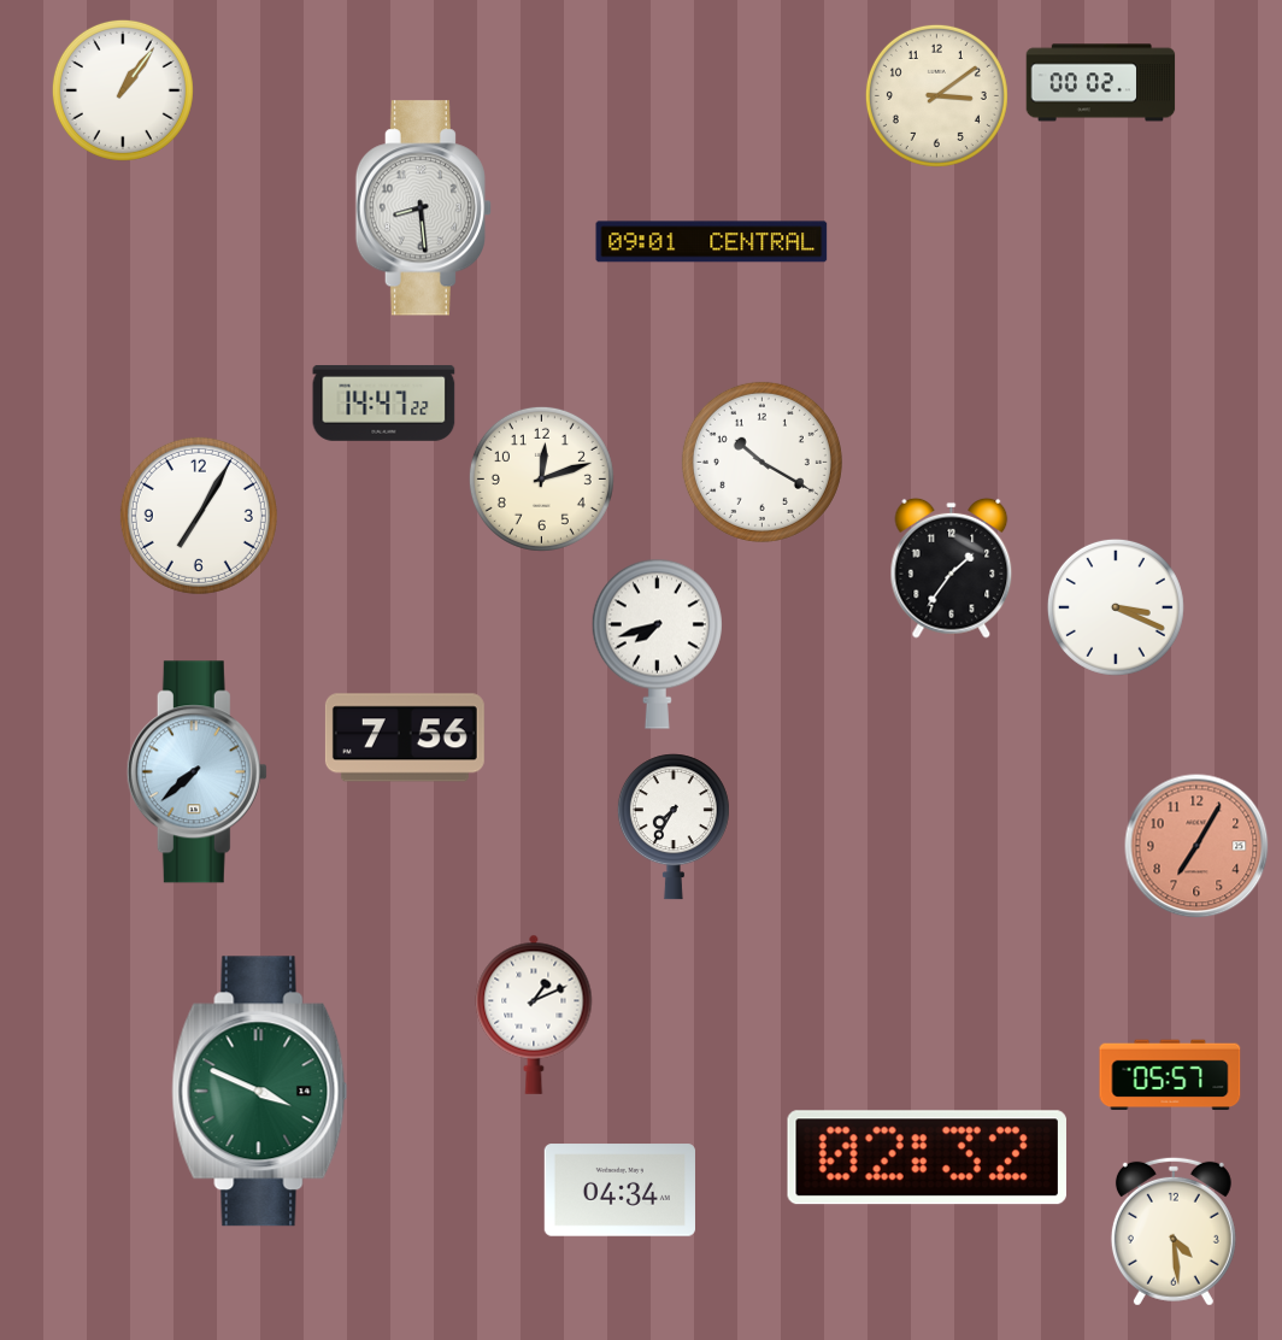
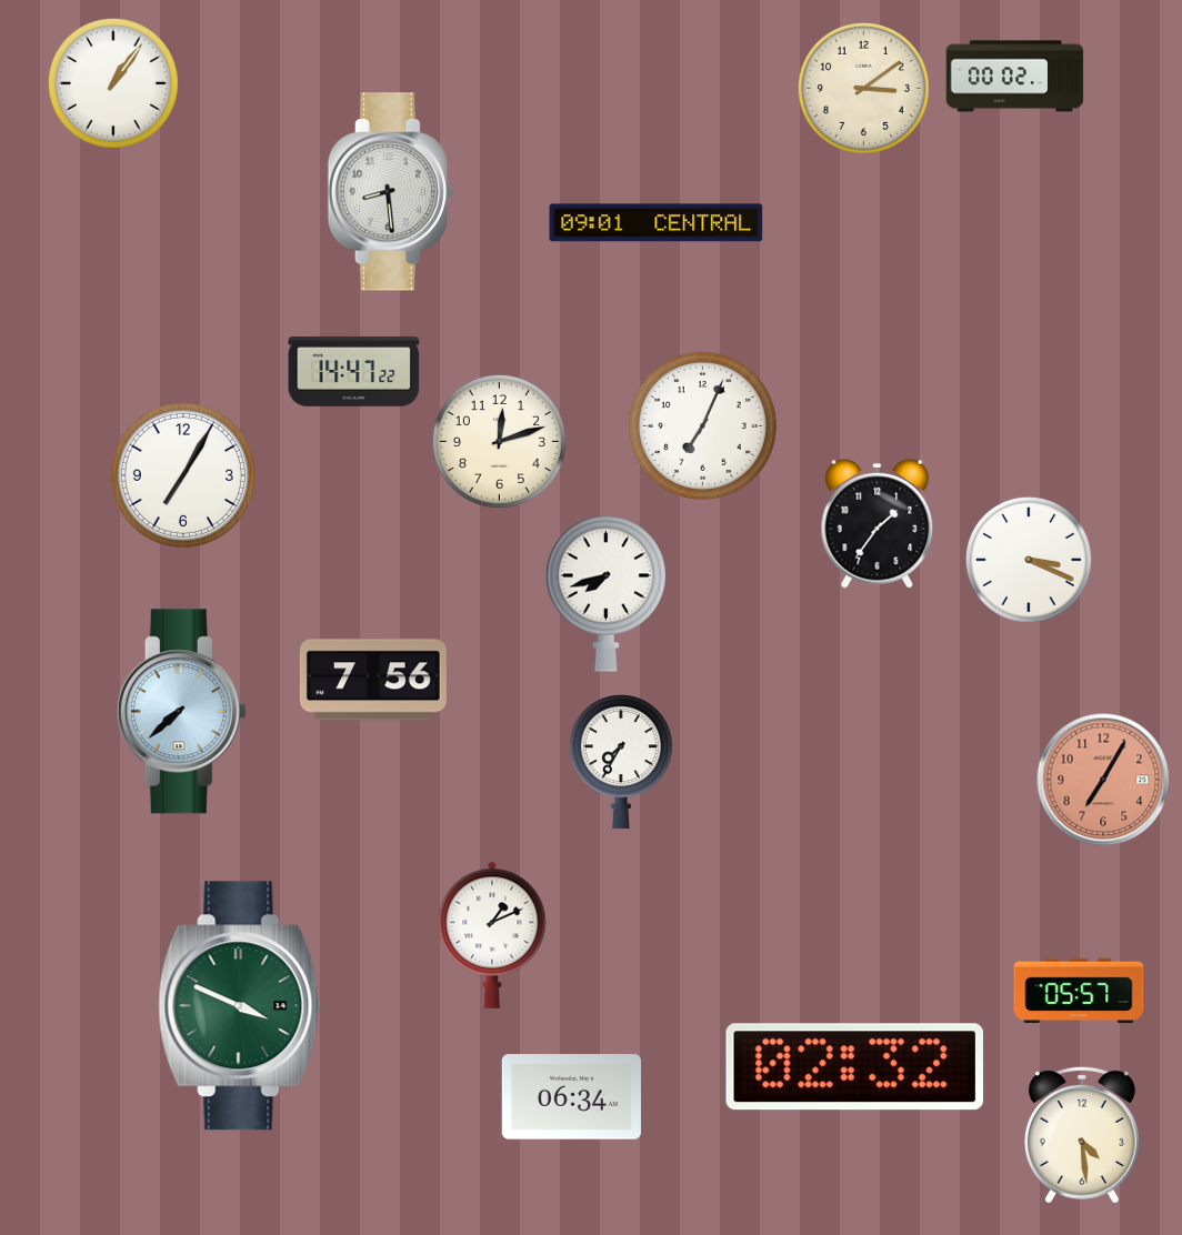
clock at (761, 462): 10:20 -> 7:04
clock at (619, 1191): 04:34 -> 06:34
